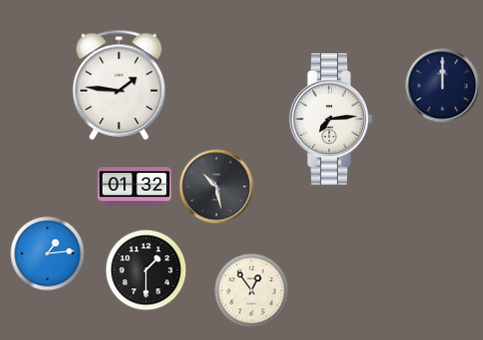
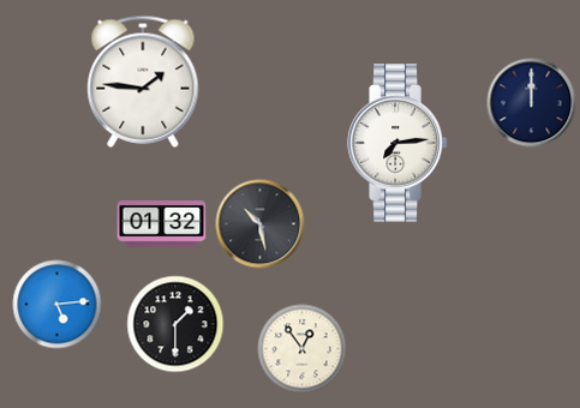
clock at (119, 85) position: (119, 85) -> (143, 82)
clock at (48, 254): 1:14 -> 5:14
